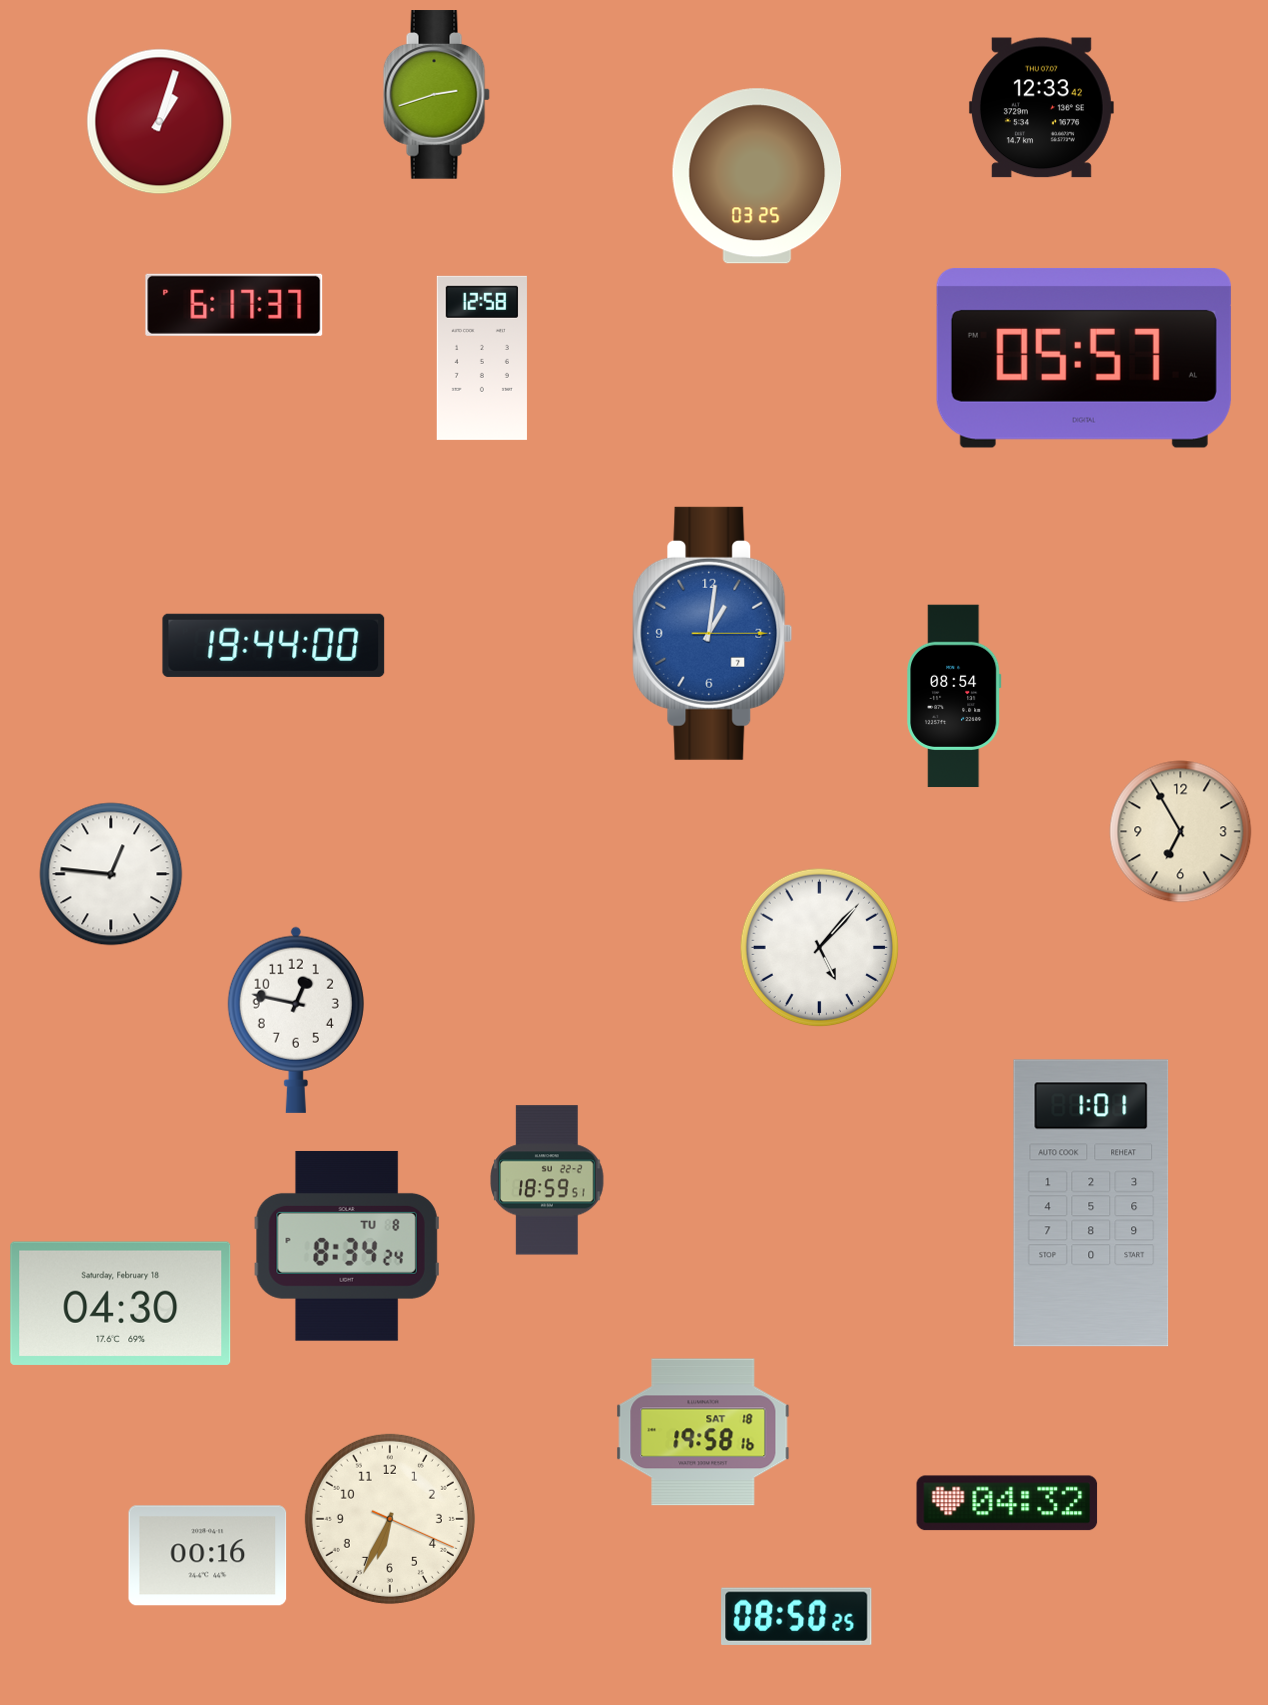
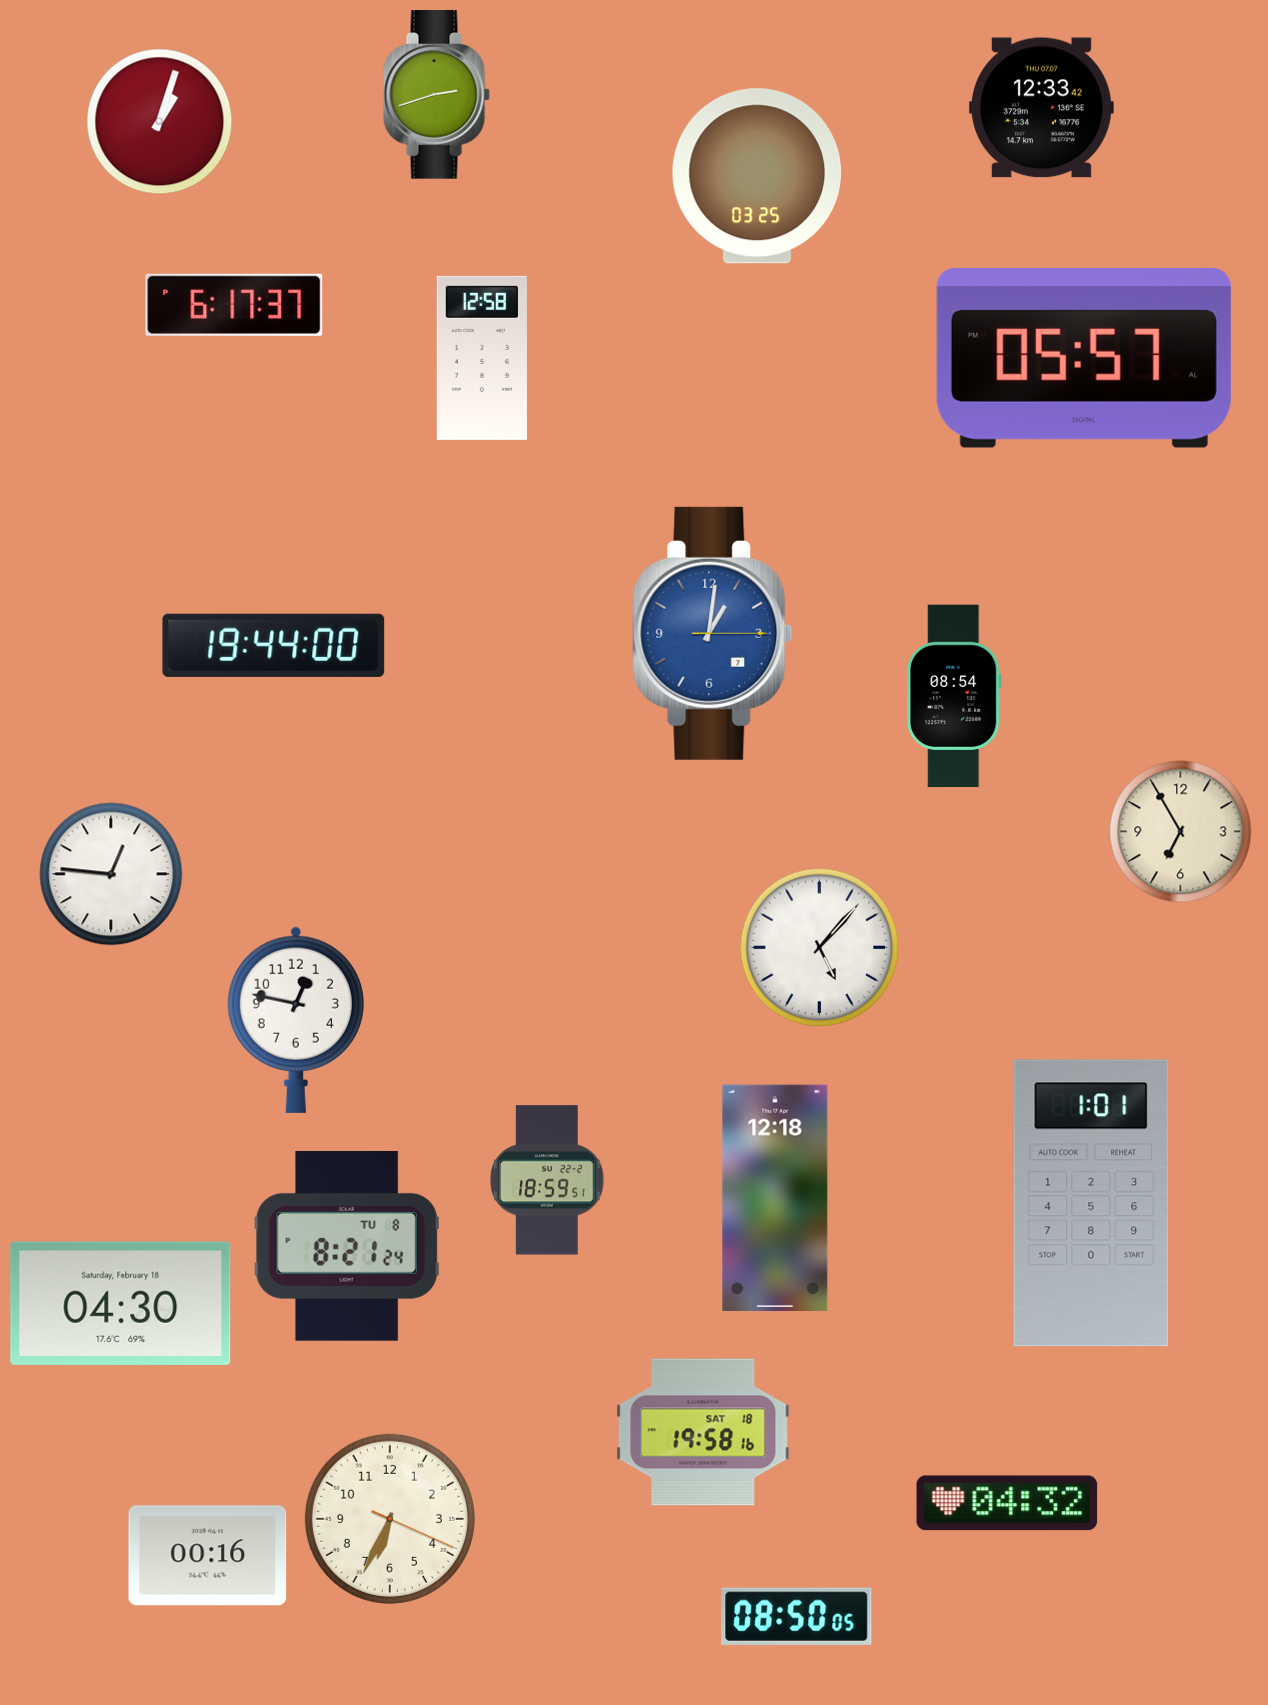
clock at (775, 1197): none -> 12:18
clock at (347, 1246): 8:34 -> 8:21
clock at (797, 1616): 08:50:25 -> 08:50:05
